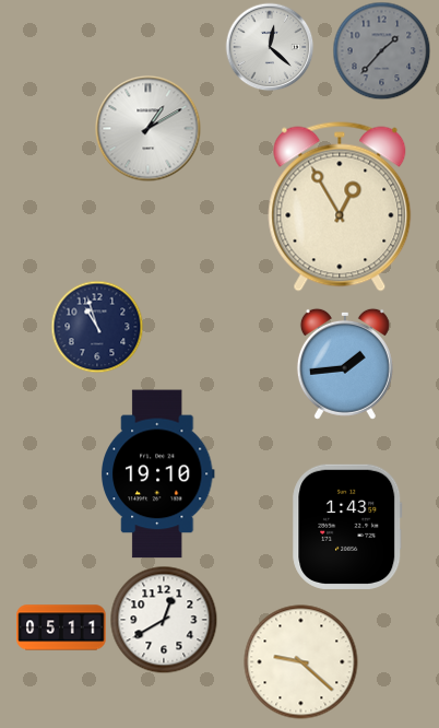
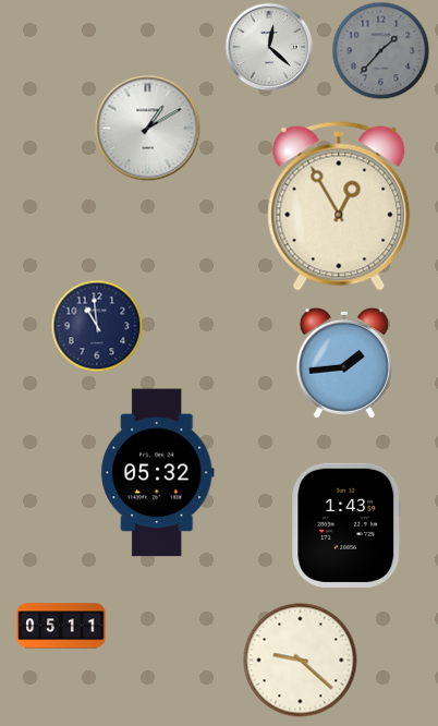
clock at (97, 327): 10:57 -> 10:59
clock at (157, 474): 19:10 -> 05:32
clock at (164, 620): 12:40 -> none
